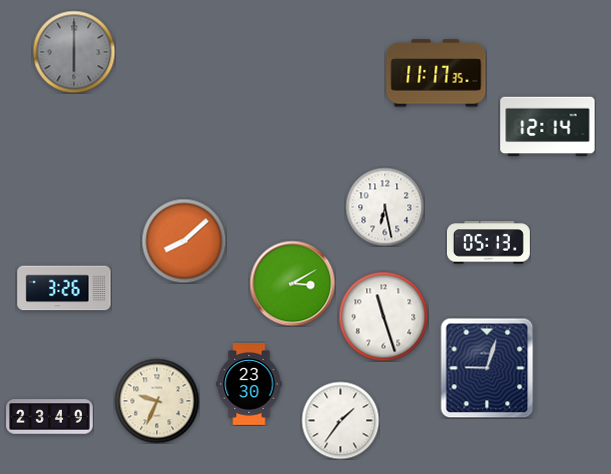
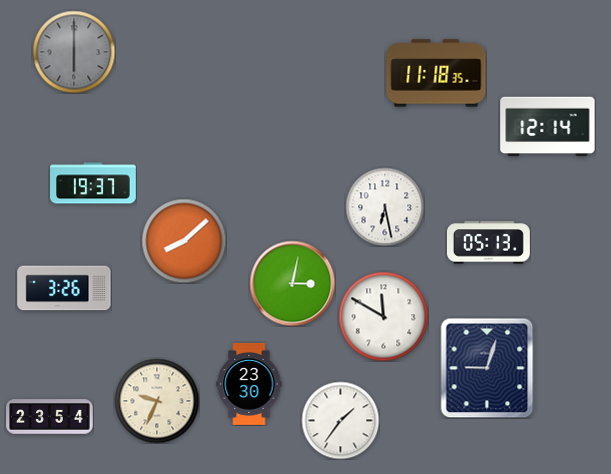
clock at (436, 73): 11:17 -> 11:18
clock at (93, 183): none -> 19:37
clock at (292, 283): 3:10 -> 3:02
clock at (383, 316): 11:27 -> 11:50
clock at (50, 417): 23:49 -> 23:54
